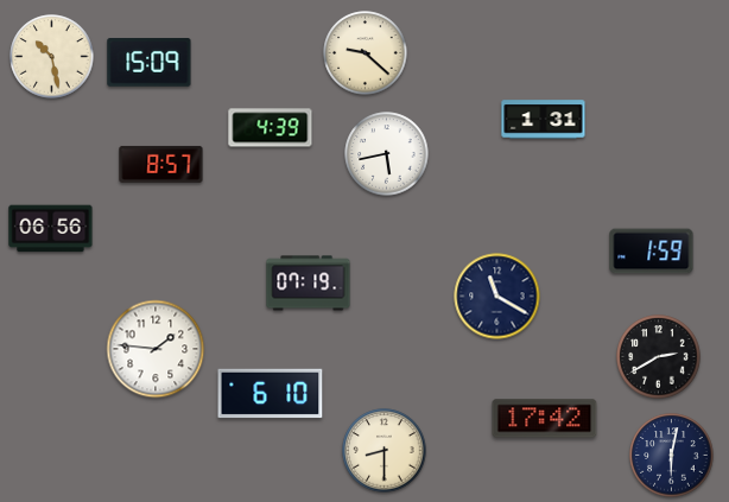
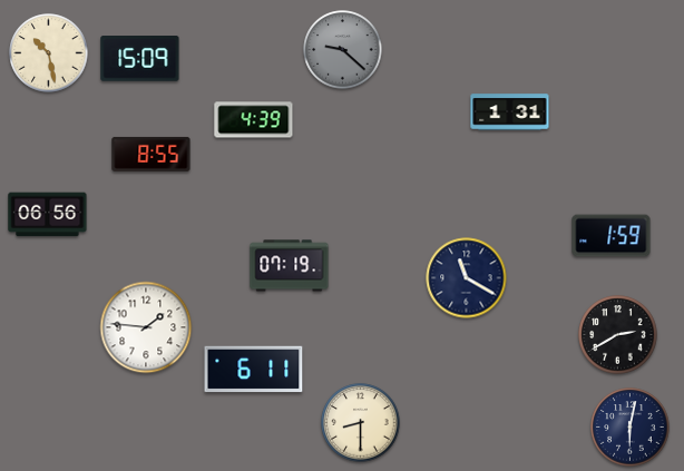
clock at (366, 53) dial: cream -> grey
clock at (387, 154): 5:43 -> none
clock at (161, 164): 8:57 -> 8:55
clock at (271, 394): 6:10 -> 6:11
clock at (545, 419): 17:42 -> none
